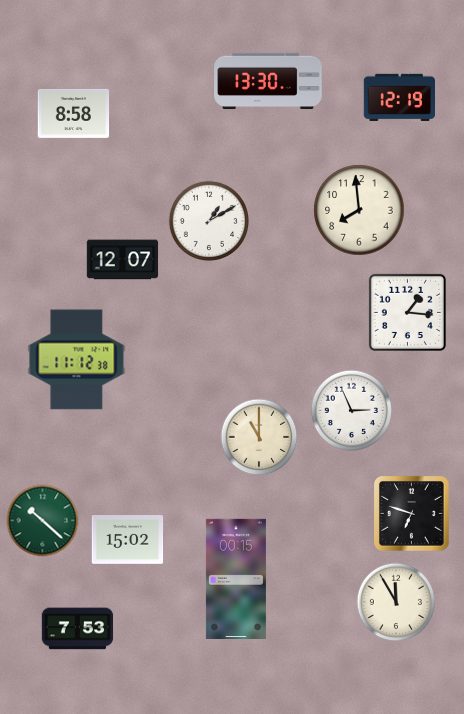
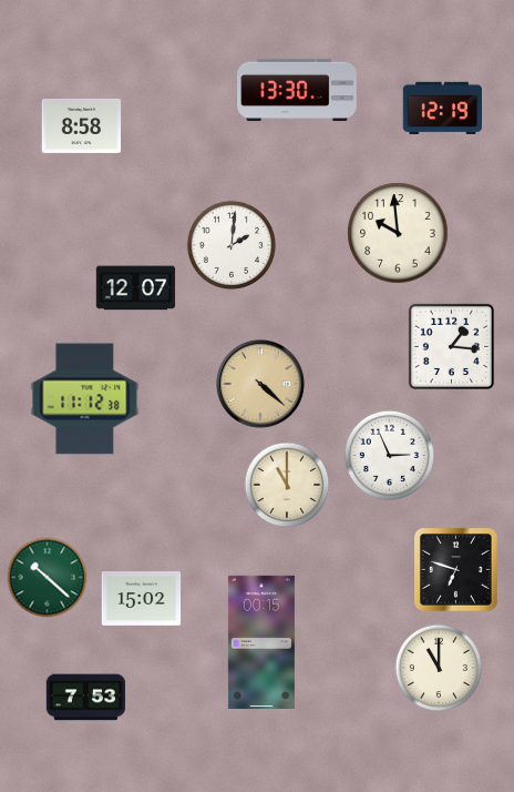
clock at (359, 210): 7:59 -> 9:59
clock at (208, 220): 1:10 -> 2:01
clock at (260, 384): none -> 4:22
clock at (396, 602): 11:55 -> 11:00
